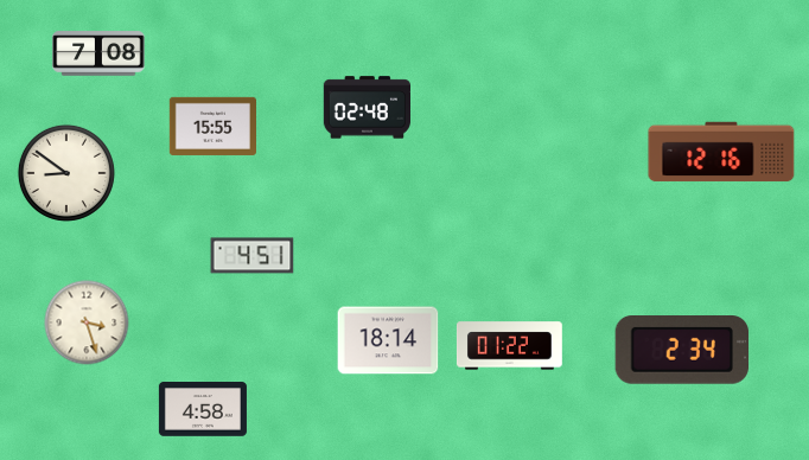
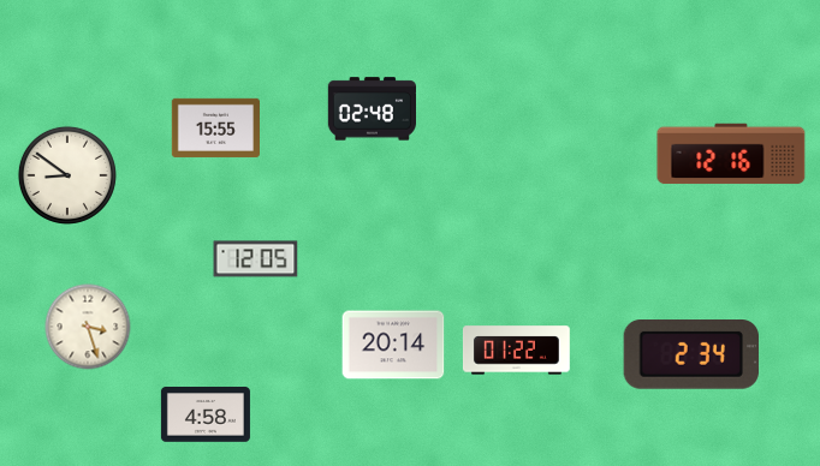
clock at (98, 53): 7:08 -> none
clock at (253, 256): 4:51 -> 12:05
clock at (388, 340): 18:14 -> 20:14
